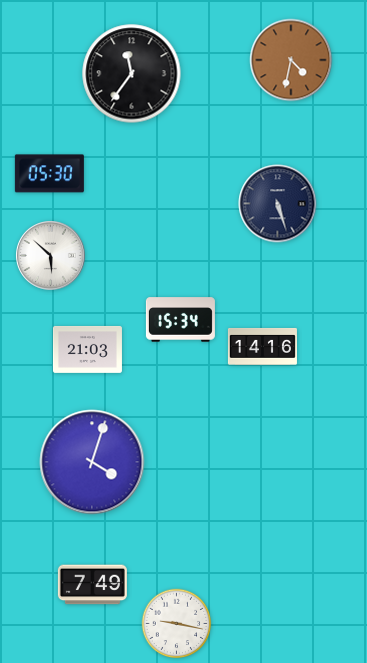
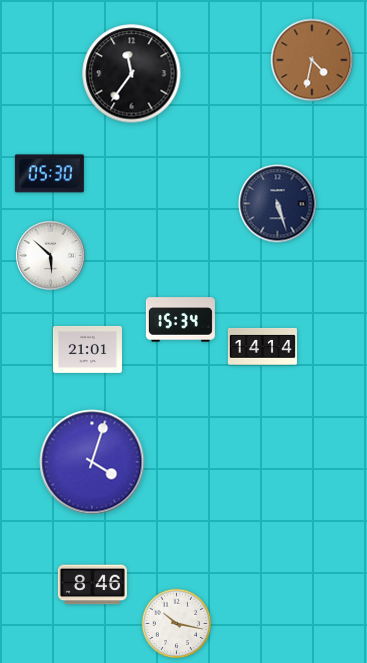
clock at (291, 60) position: (291, 60) -> (312, 60)
clock at (262, 346): 14:16 -> 14:14
clock at (87, 350): 21:03 -> 21:01
clock at (92, 585): 7:49 -> 8:46
clock at (177, 624): 9:17 -> 10:17
